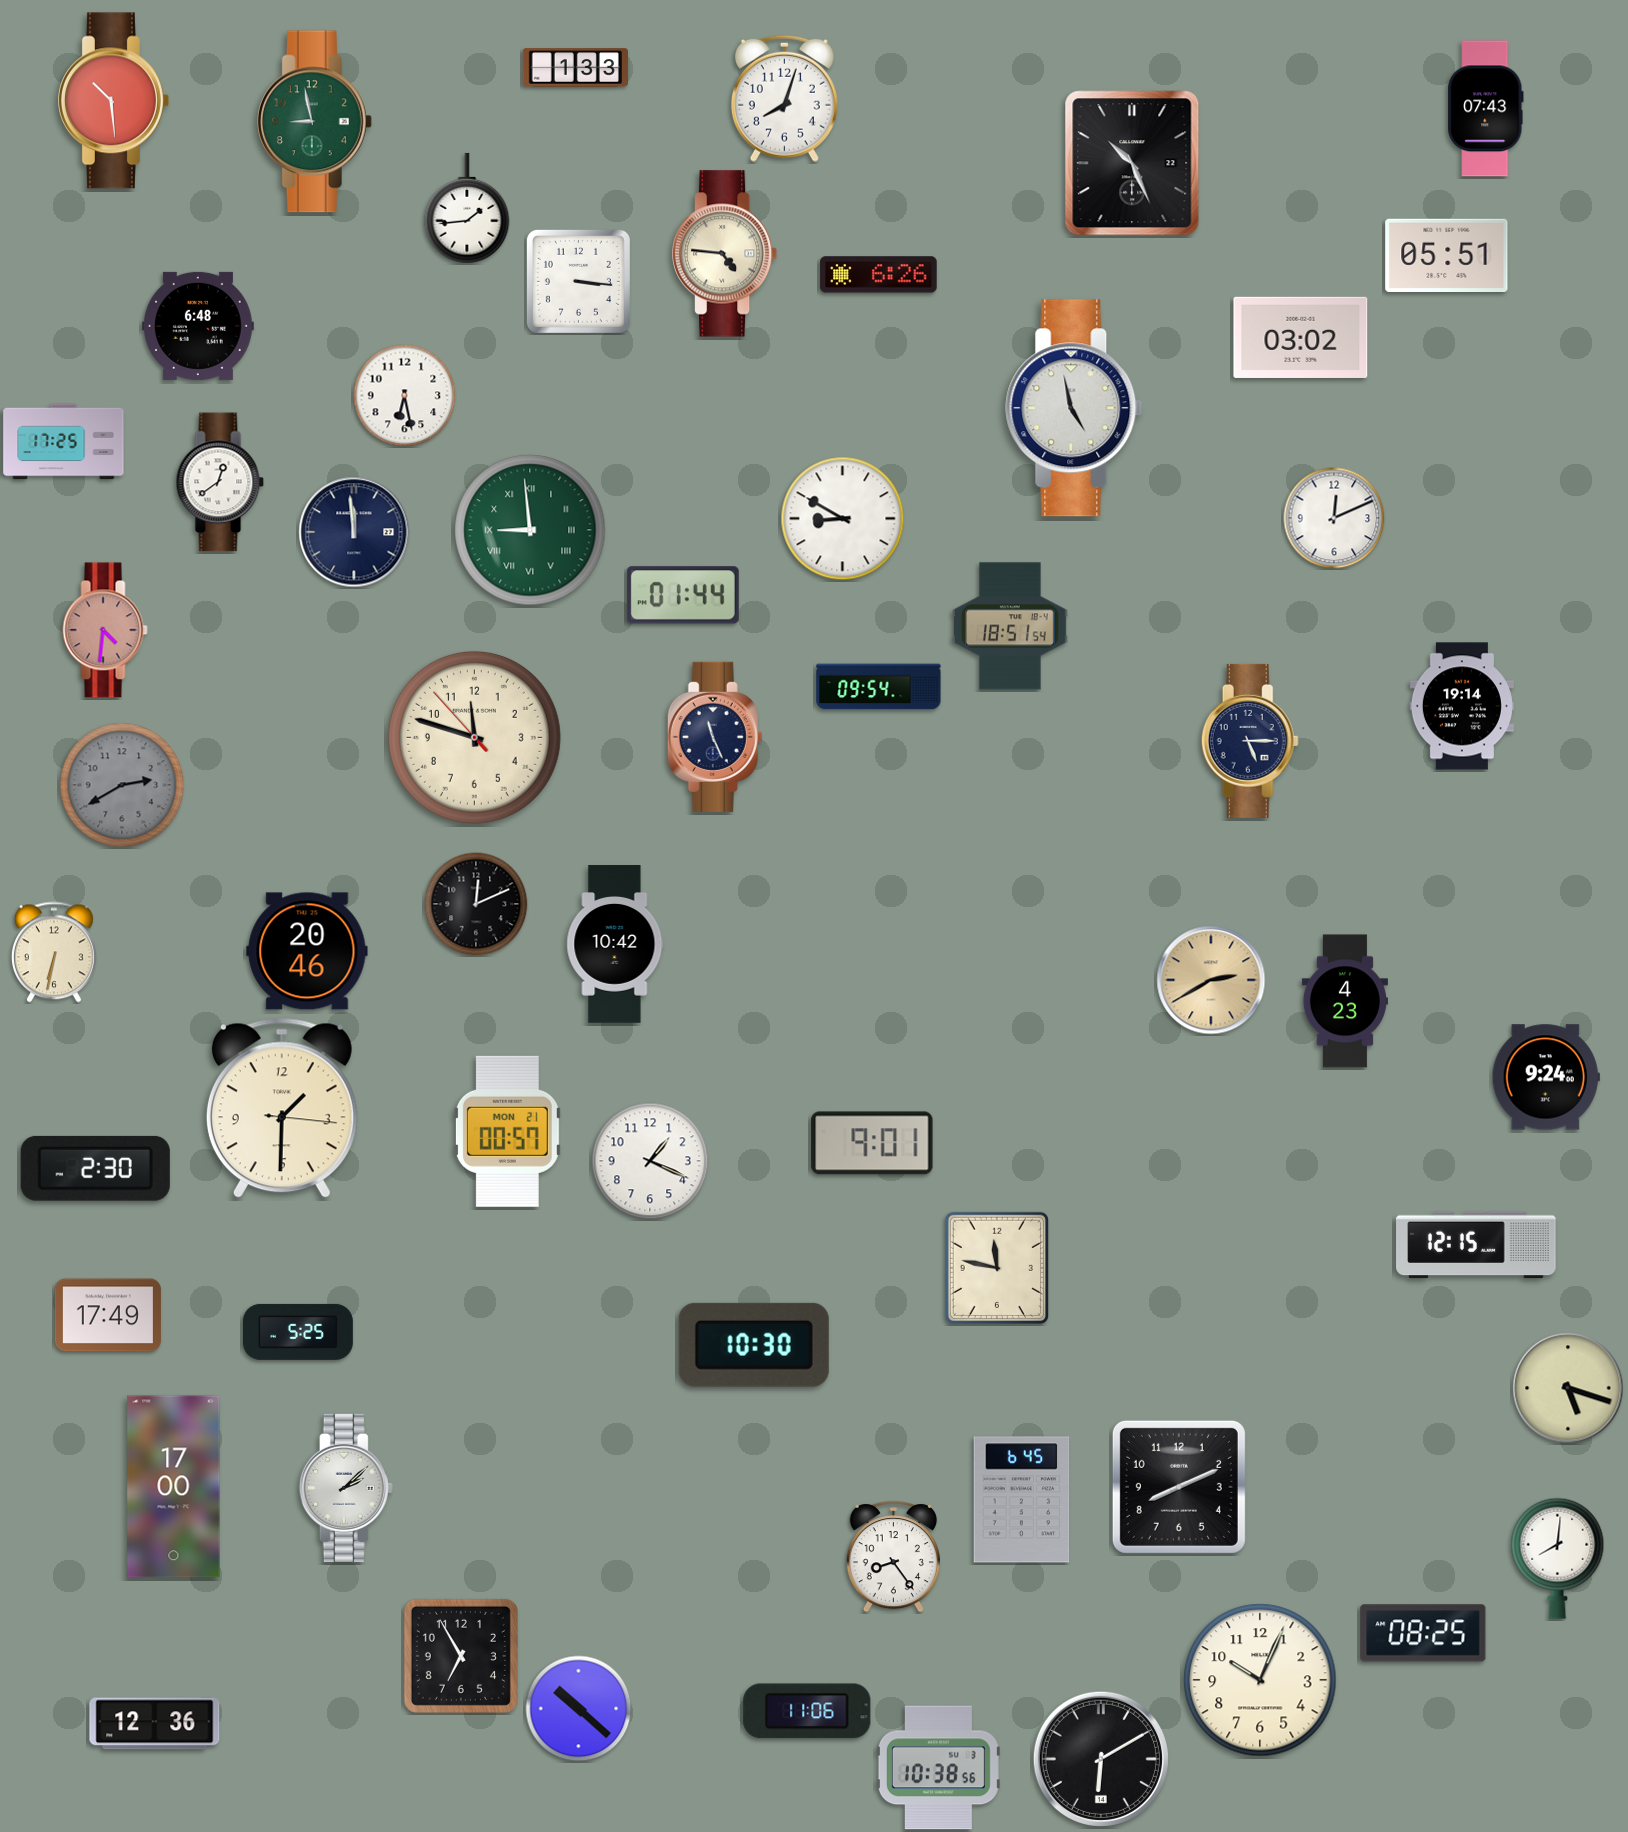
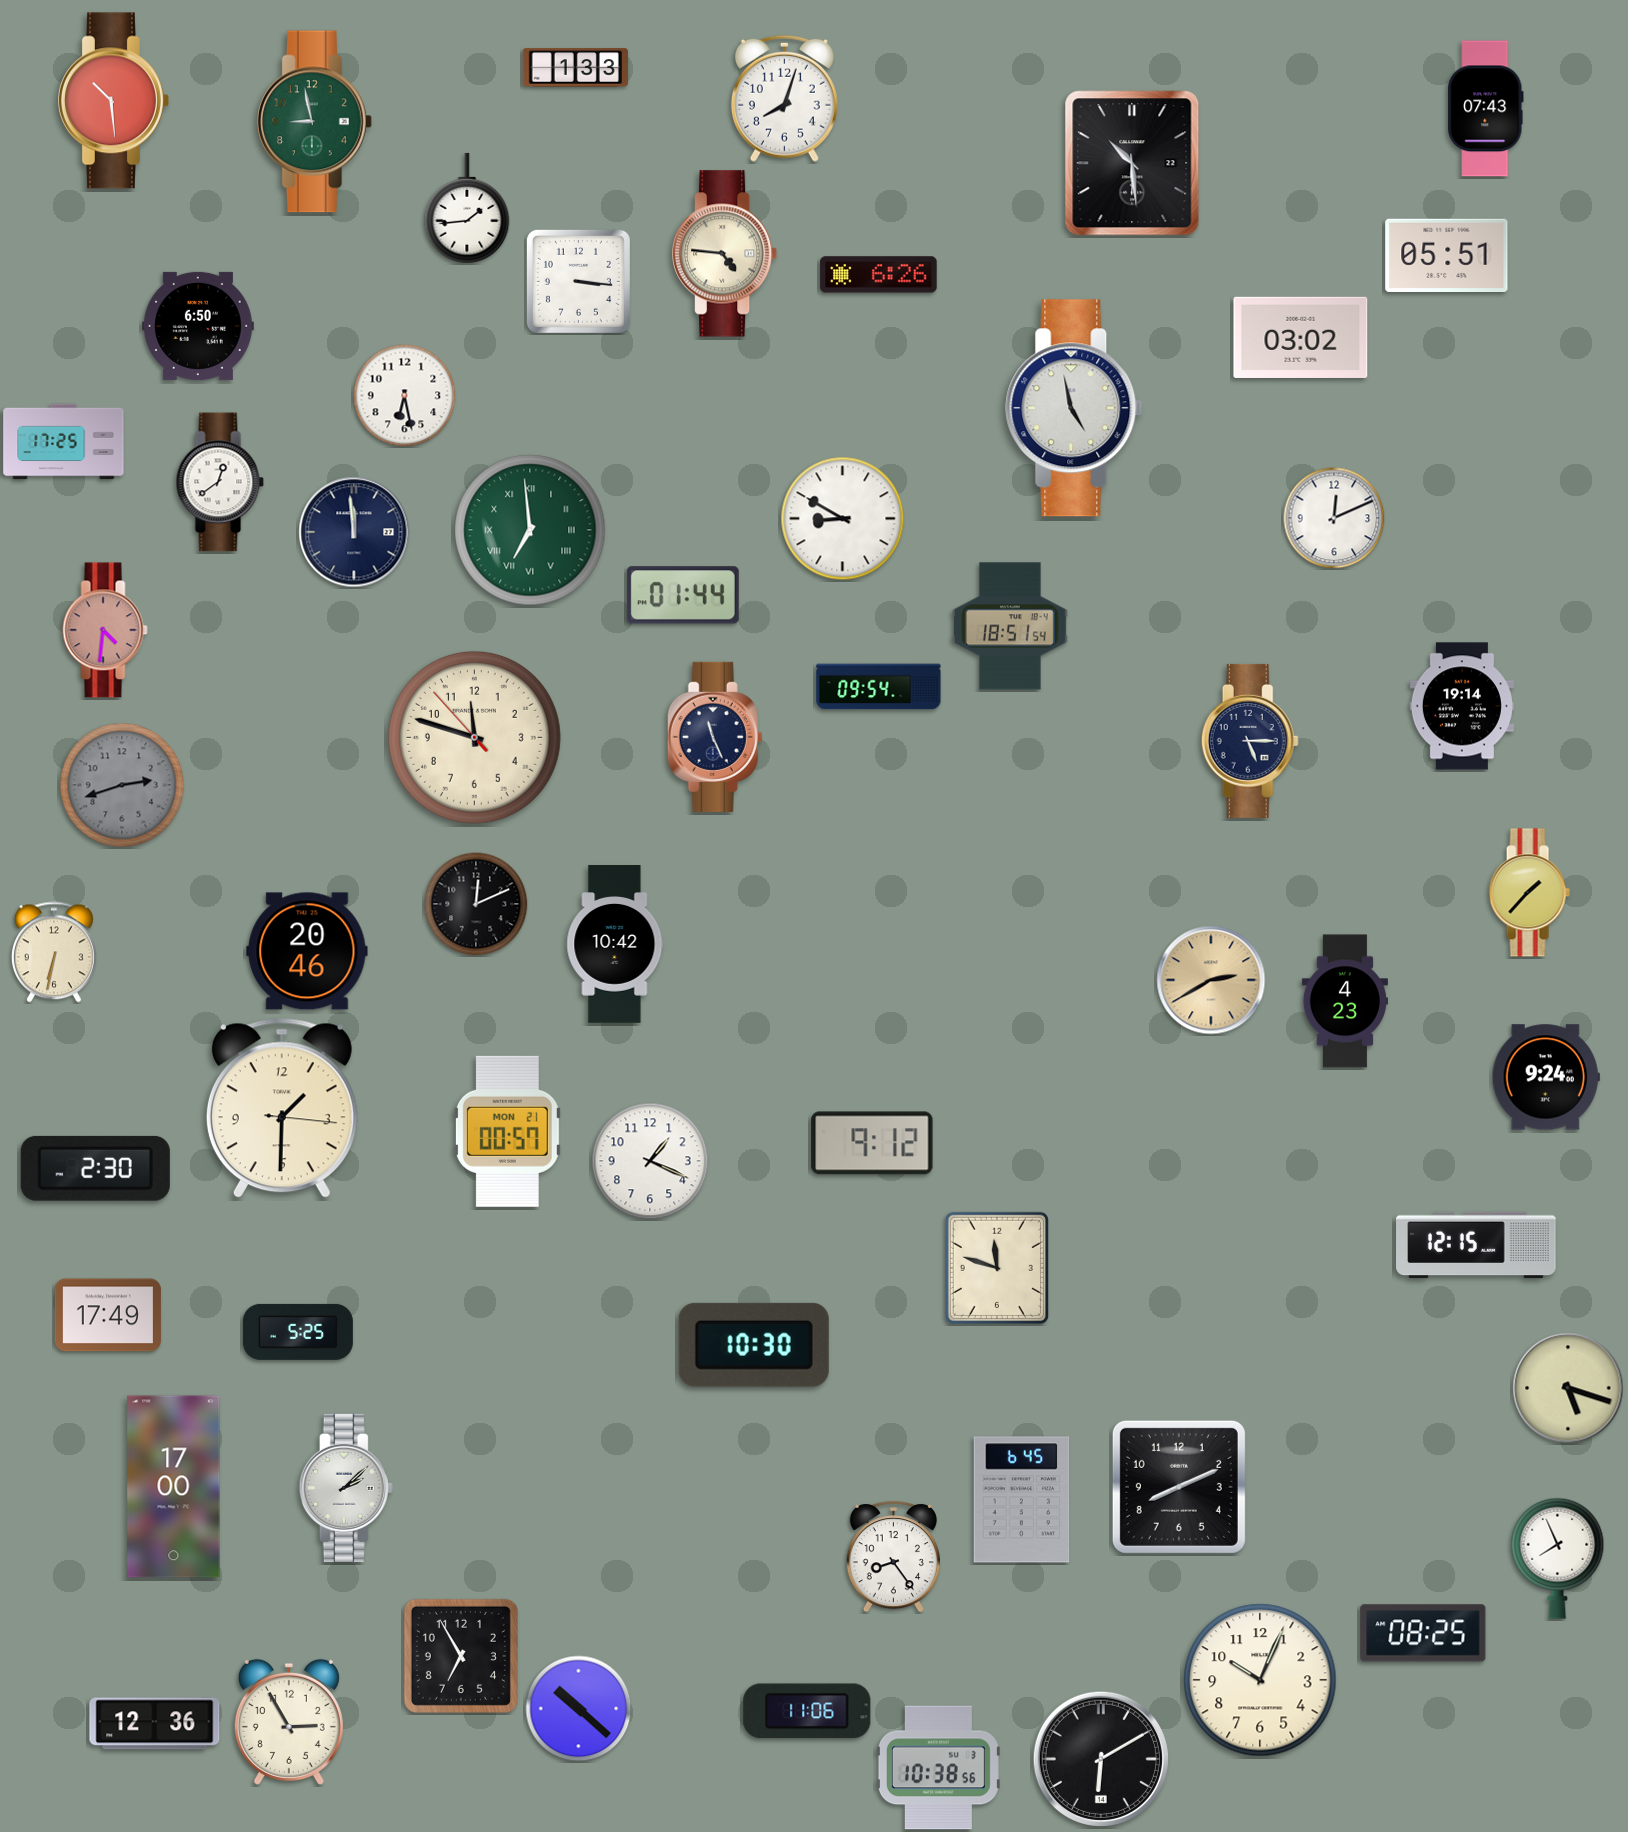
clock at (1132, 163): 10:26 -> 10:29
clock at (198, 326): 6:48 -> 6:50
clock at (530, 530): 8:59 -> 6:59
clock at (122, 785): 2:40 -> 2:42
clock at (1529, 893): none -> 1:37
clock at (872, 1143): 9:01 -> 9:12
clock at (996, 1267): 11:47 -> 11:48
clock at (1558, 1558): 8:01 -> 7:56
clock at (289, 1722): none -> 2:55
